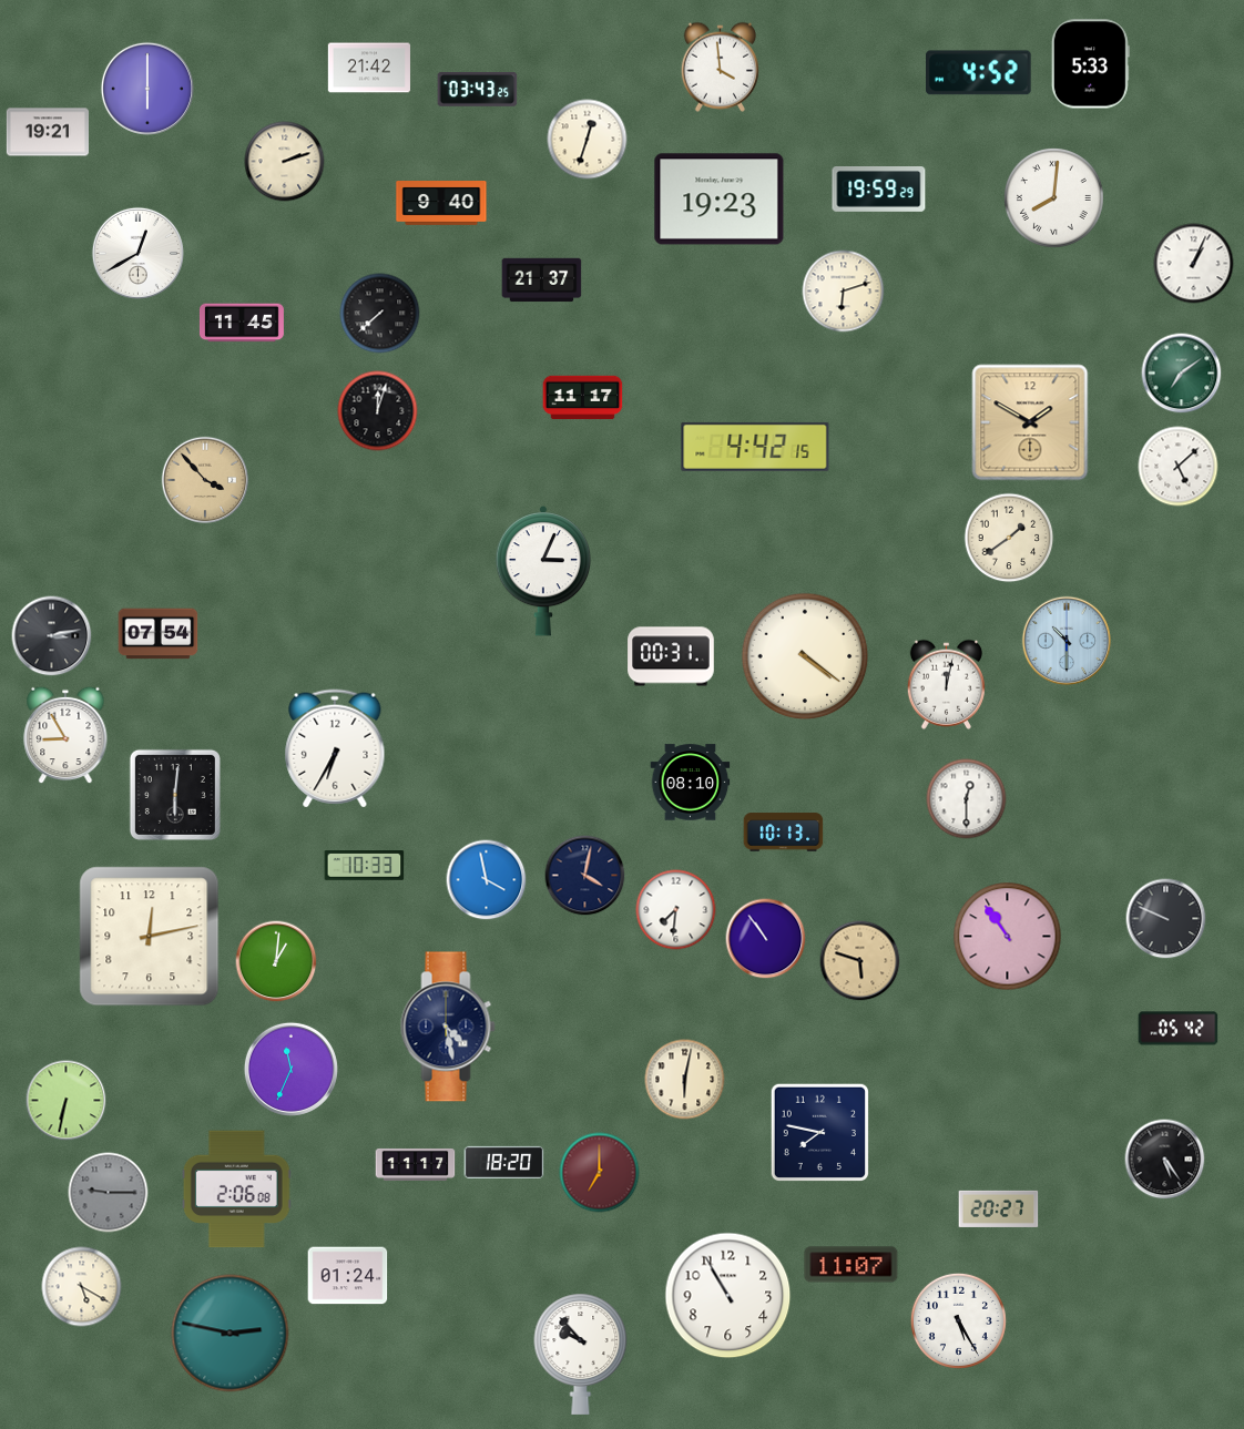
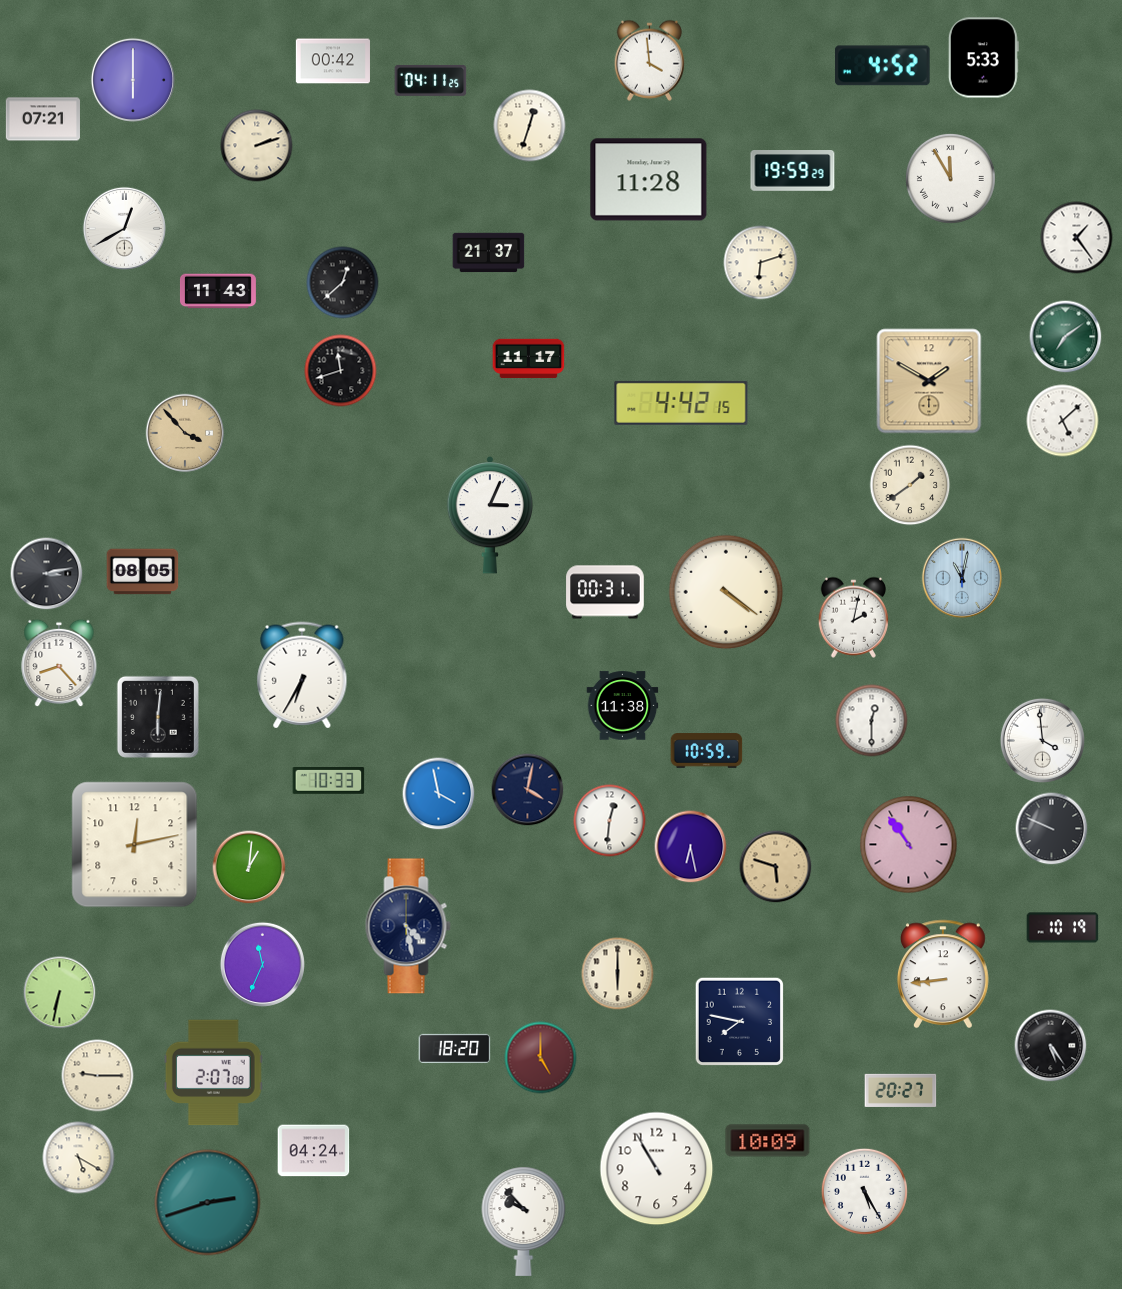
clock at (369, 68): 21:42 -> 00:42
clock at (478, 89): 03:43 -> 04:11
clock at (48, 132): 19:21 -> 07:21
clock at (1053, 197): 8:01 -> 11:55
clock at (720, 200): 19:23 -> 11:28
clock at (441, 204): 9:40 -> none
clock at (1194, 264): 1:04 -> 1:24
clock at (380, 314): 7:38 -> 12:38
clock at (242, 323): 11:45 -> 11:43
clock at (583, 398) position: (583, 398) -> (529, 359)
clock at (378, 411): 12:03 -> 11:42
clock at (159, 634): 07:54 -> 08:05
clock at (1067, 641): 10:30 -> 11:02
clock at (946, 684): 12:02 -> 2:02
clock at (65, 735): 8:55 -> 8:23
clock at (691, 783): 08:10 -> 11:38
clock at (1042, 740): none -> 3:59
clock at (784, 833): 10:13 -> 10:59
clock at (676, 910): 7:31 -> 12:31
clock at (766, 939): 10:54 -> 6:28
clock at (448, 1027) position: (448, 1027) -> (408, 926)
clock at (1179, 1029): 05:42 -> 10:19
clock at (685, 1080): 6:02 -> 6:00
clock at (944, 974): none -> 8:44
clock at (416, 1165): 11:17 -> none
clock at (600, 1173): 7:00 -> 5:00
clock at (236, 1190): 2:06 -> 2:07
clock at (109, 1193) dial: grey -> cream
clock at (852, 1265): 11:07 -> 10:09
clock at (348, 1276): 01:24 -> 04:24
clock at (82, 1287) position: (82, 1287) -> (79, 1158)
clock at (231, 1334): 2:47 -> 2:42
